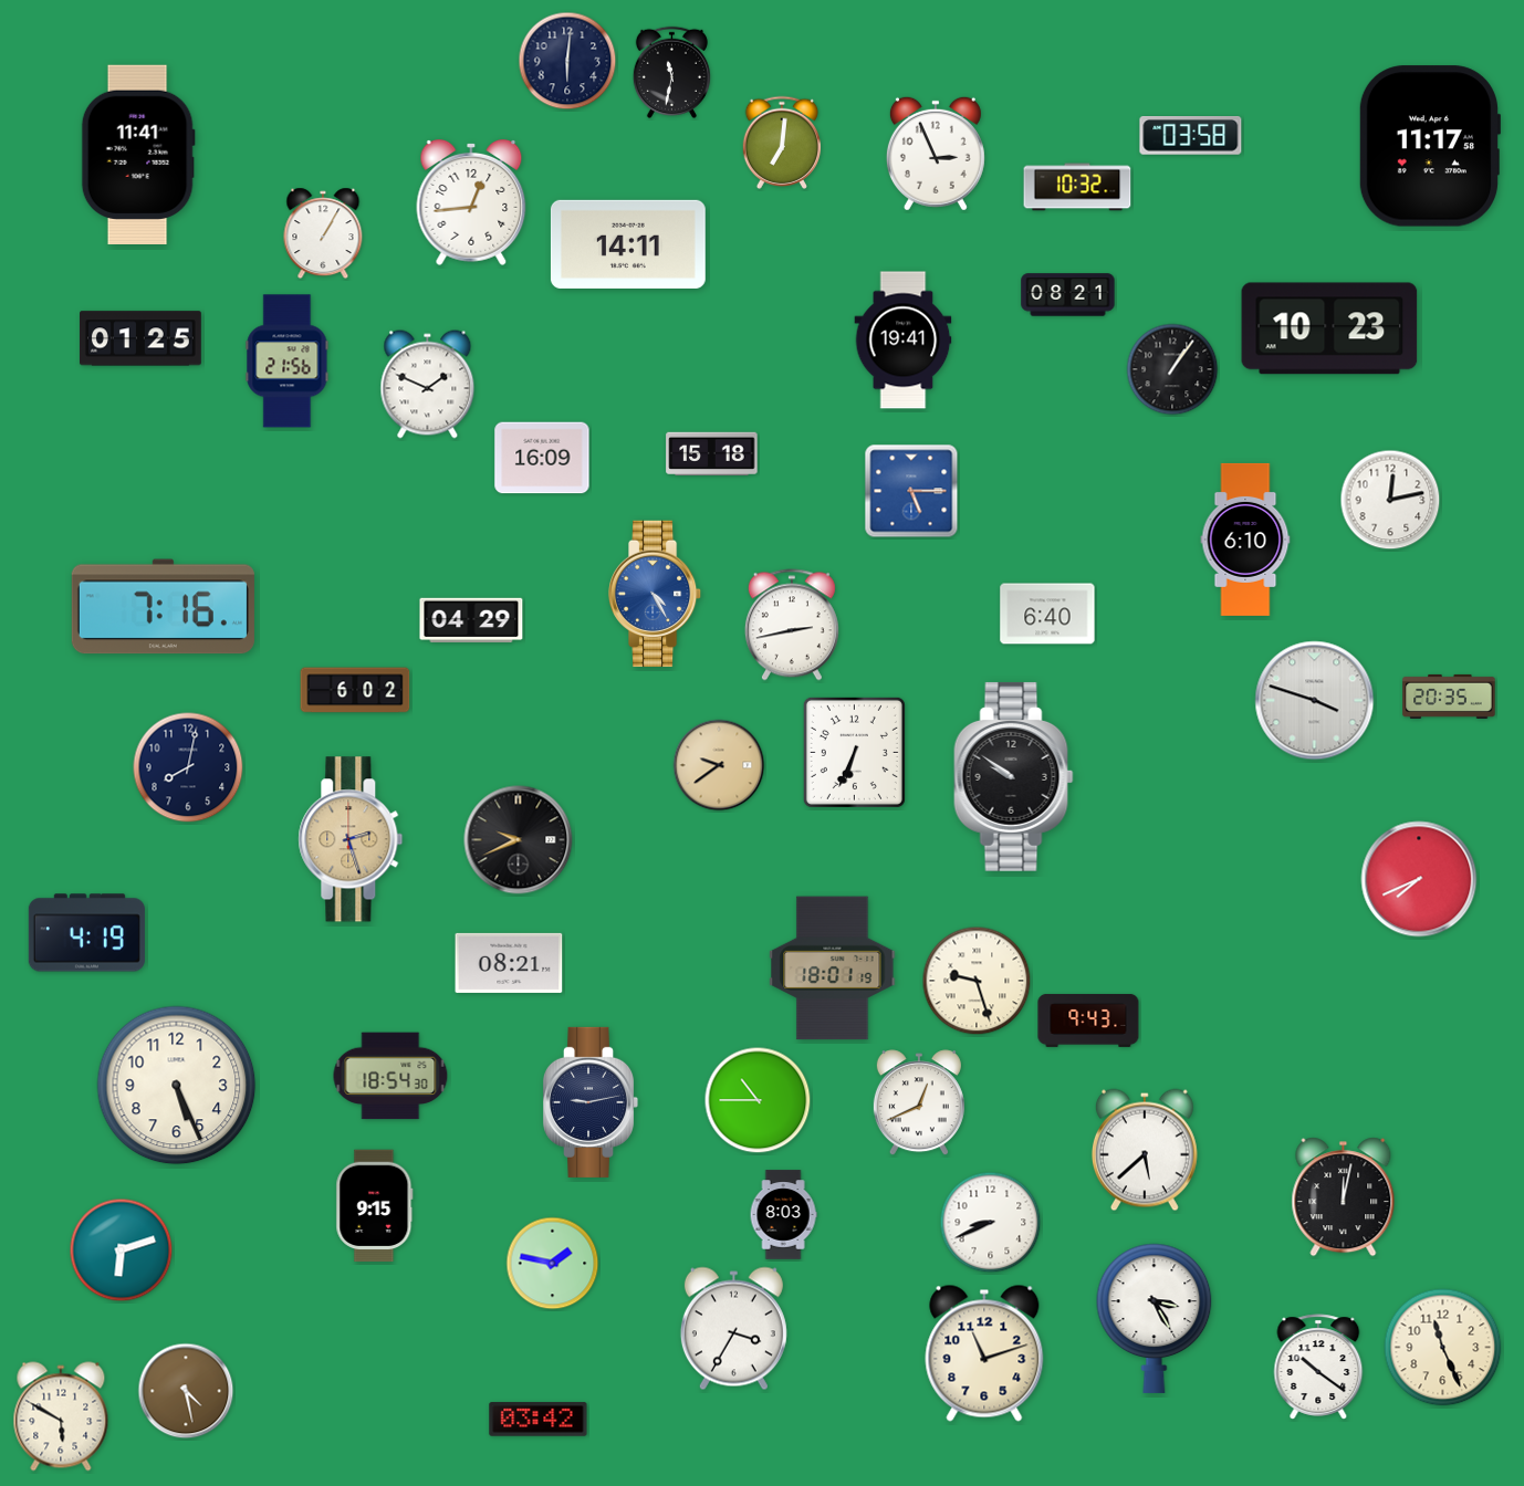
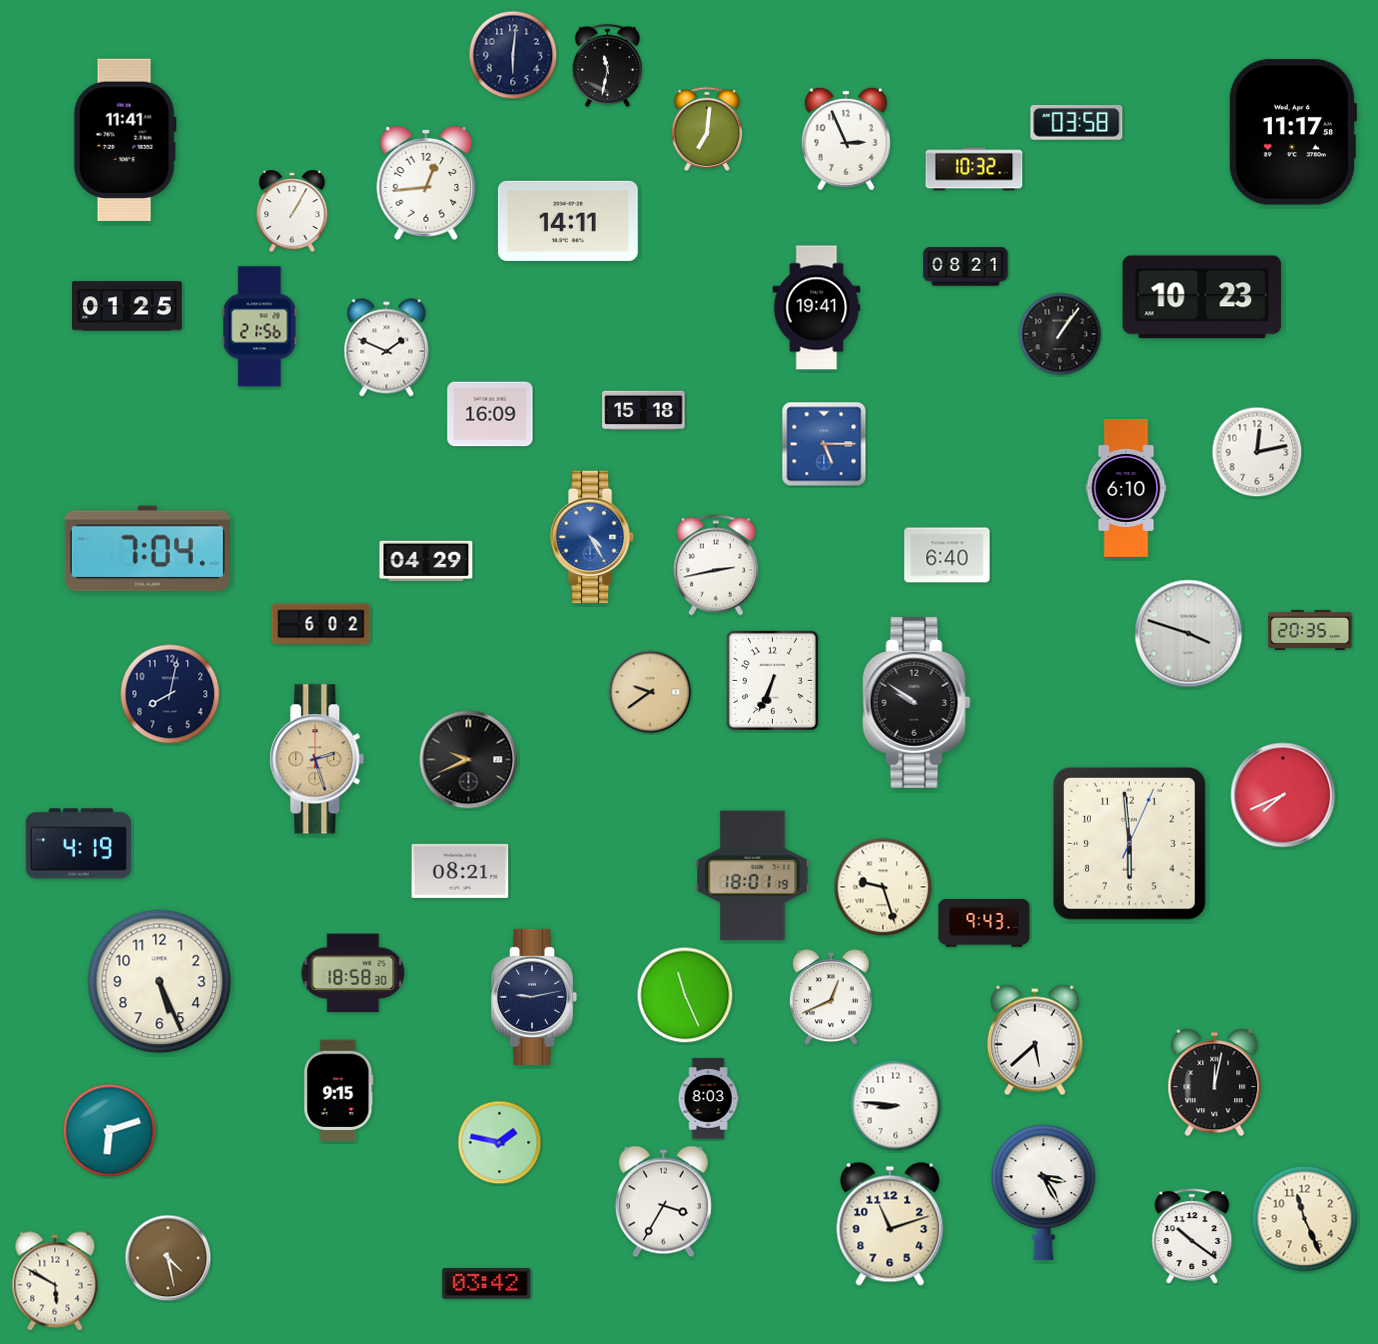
clock at (163, 607): 7:16 -> 7:04
clock at (1129, 843): none -> 5:59
clock at (390, 1076): 18:54 -> 18:58
clock at (758, 1100): 10:45 -> 11:26
clock at (991, 1223): 8:41 -> 8:46
